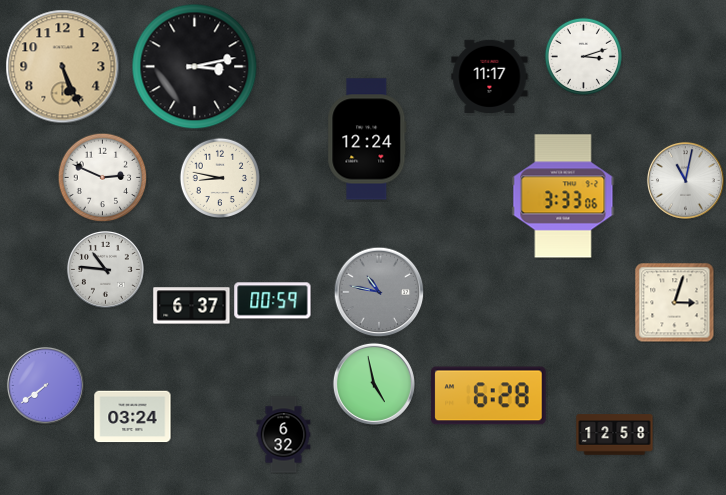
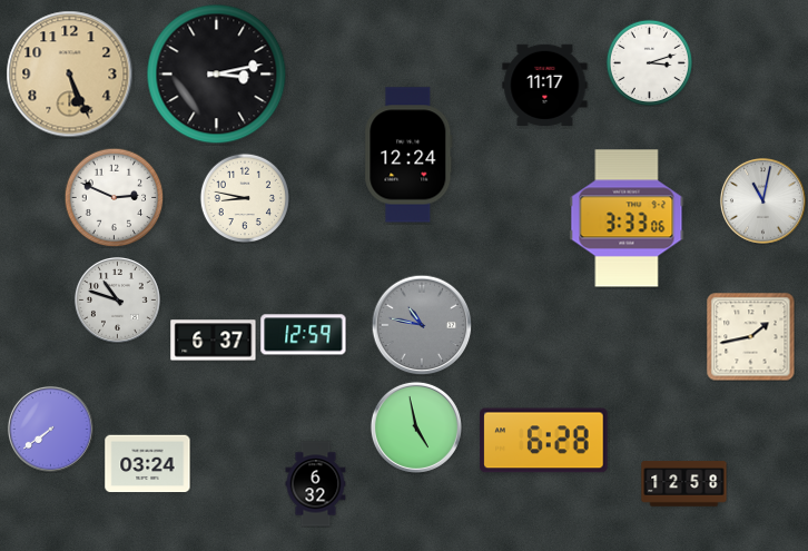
clock at (106, 270): 10:46 -> 10:48
clock at (273, 301): 00:59 -> 12:59
clock at (675, 303): 3:03 -> 1:43
